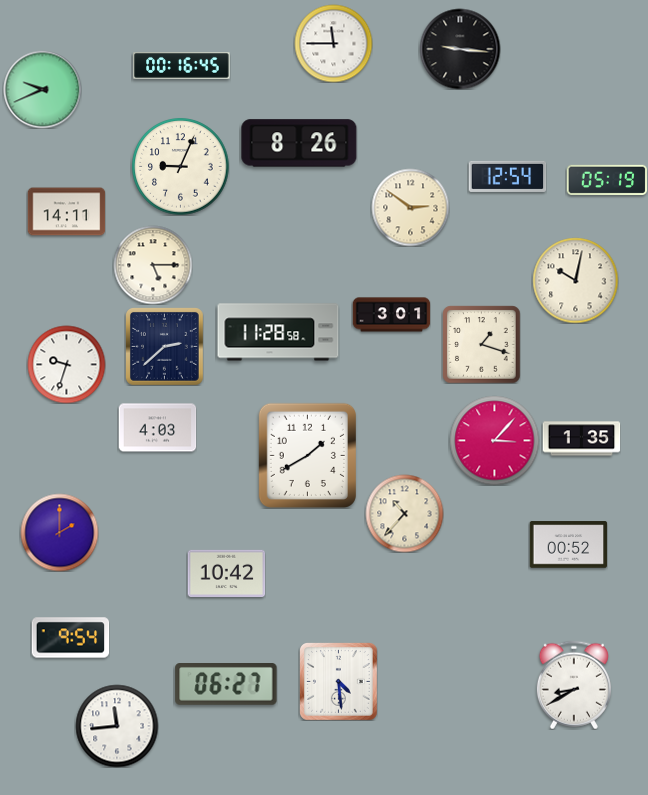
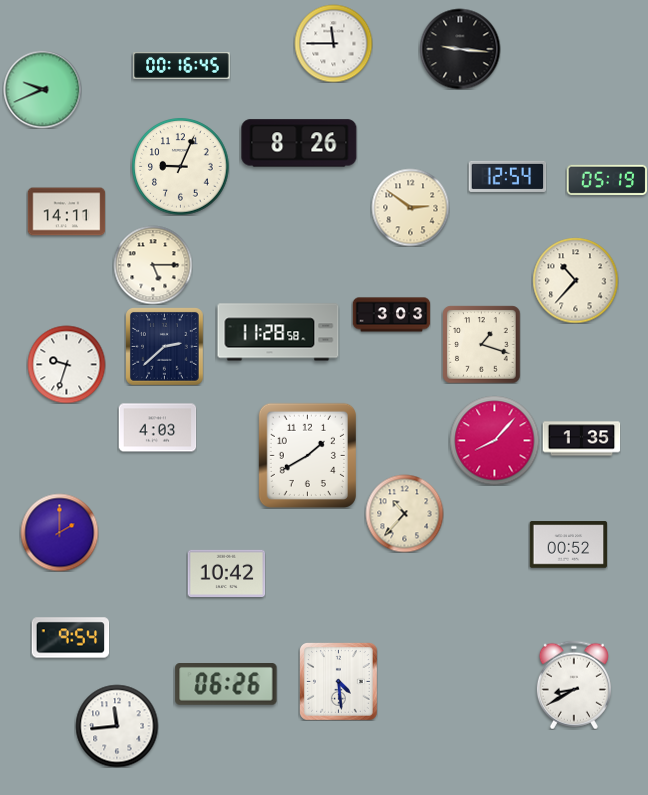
clock at (575, 280): 10:02 -> 10:37
clock at (391, 315): 3:01 -> 3:03
clock at (494, 440): 3:07 -> 8:07
clock at (226, 685): 06:27 -> 06:26
